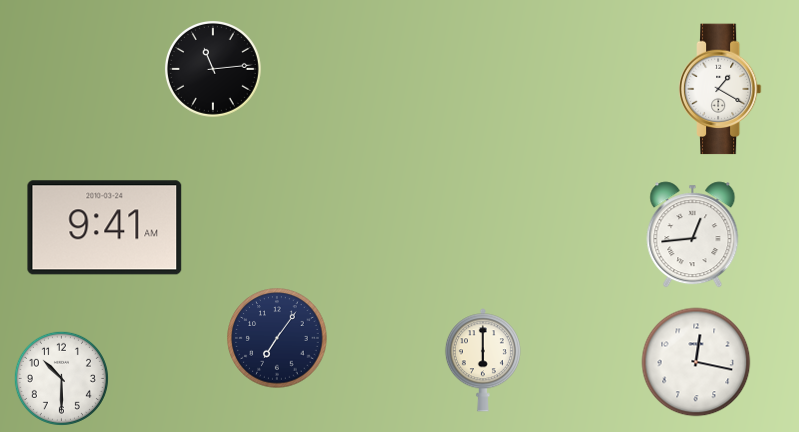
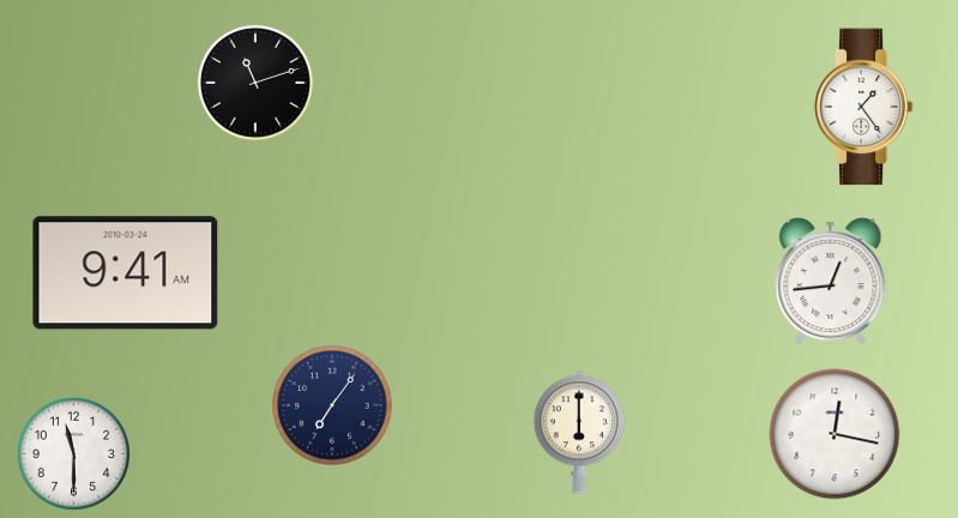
clock at (213, 69): 11:14 -> 11:12
clock at (720, 89): 1:20 -> 1:24
clock at (61, 378): 10:30 -> 11:30
